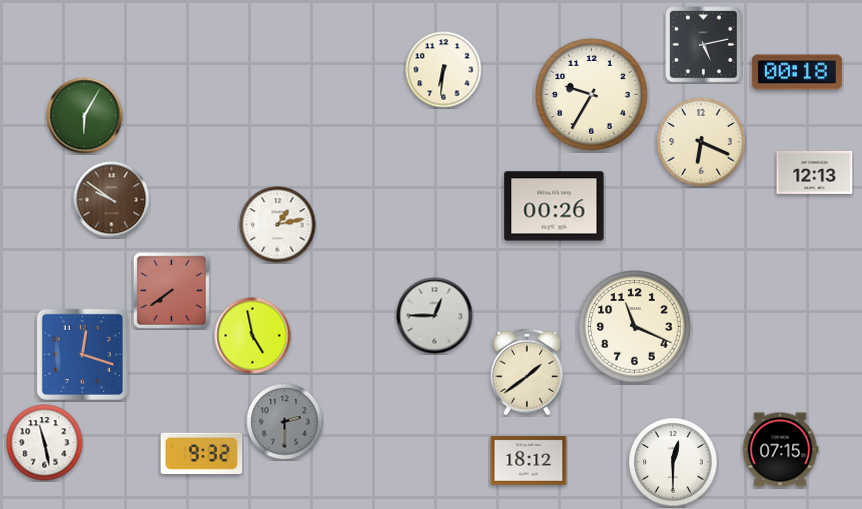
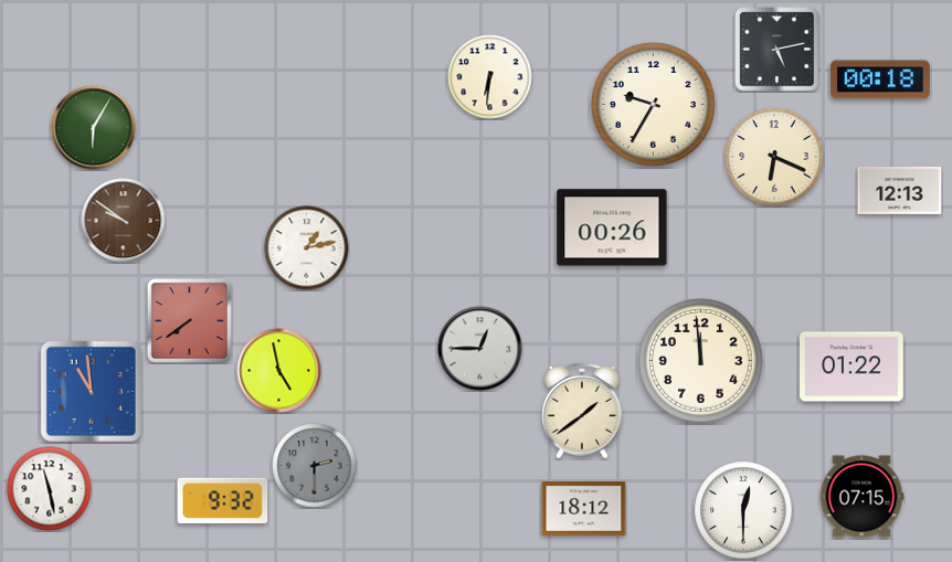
clock at (635, 327): 11:19 -> 11:59
clock at (851, 367): none -> 01:22
clock at (82, 354): 12:18 -> 10:59
